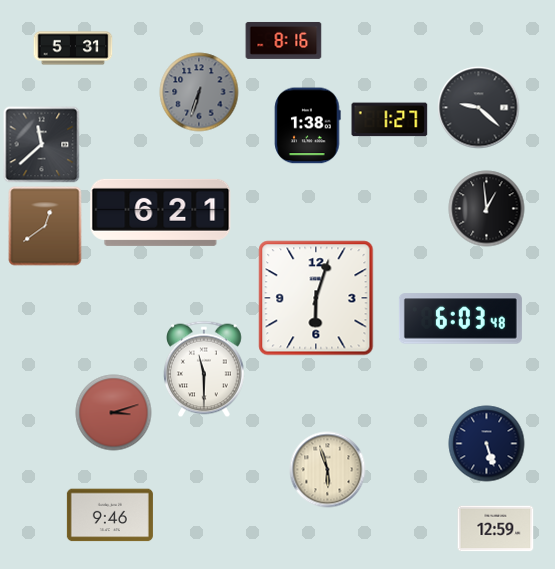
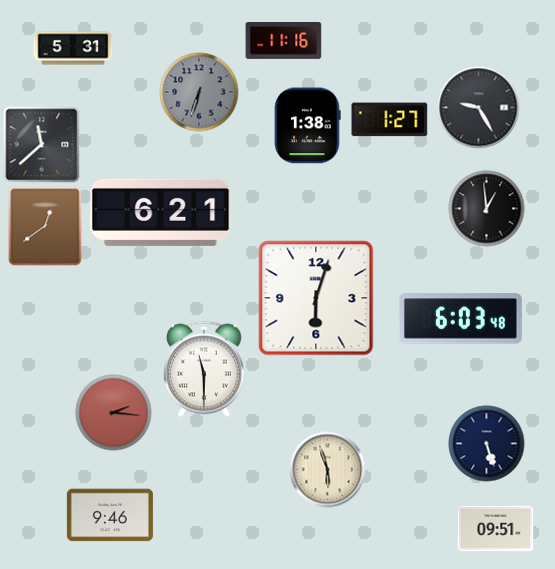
clock at (284, 40): 8:16 -> 11:16
clock at (479, 108): 9:22 -> 9:25
clock at (114, 413): 3:12 -> 2:16
clock at (496, 529): 12:59 -> 09:51
